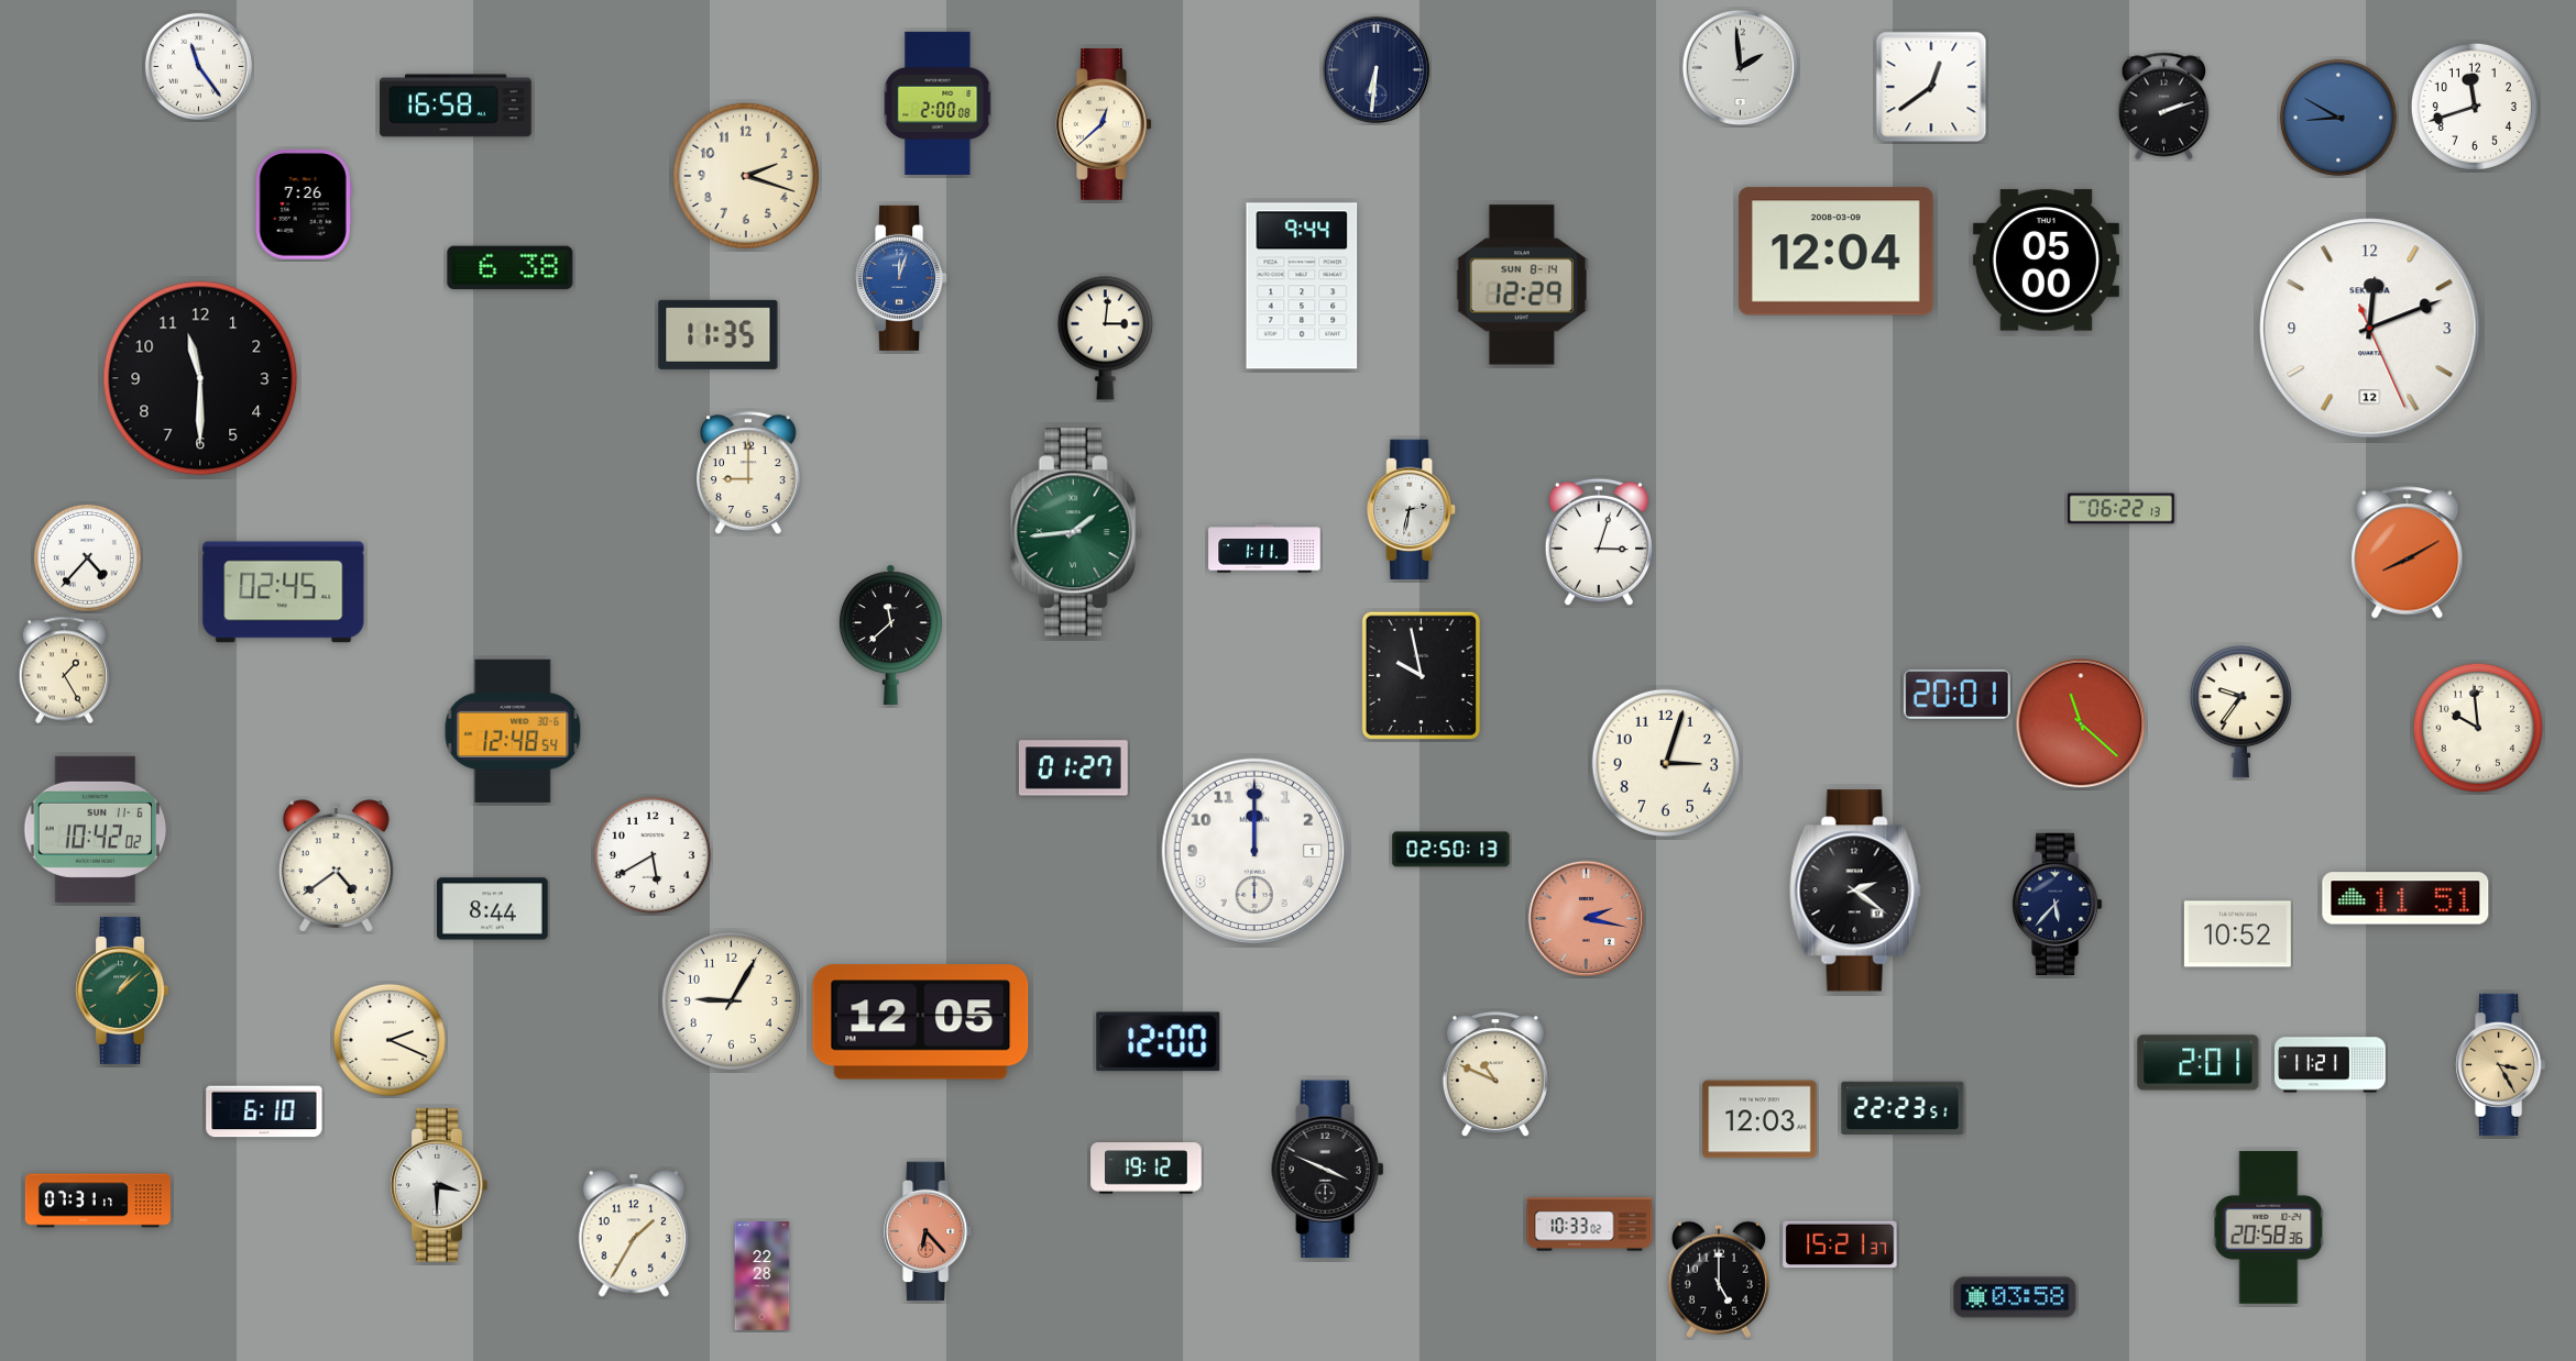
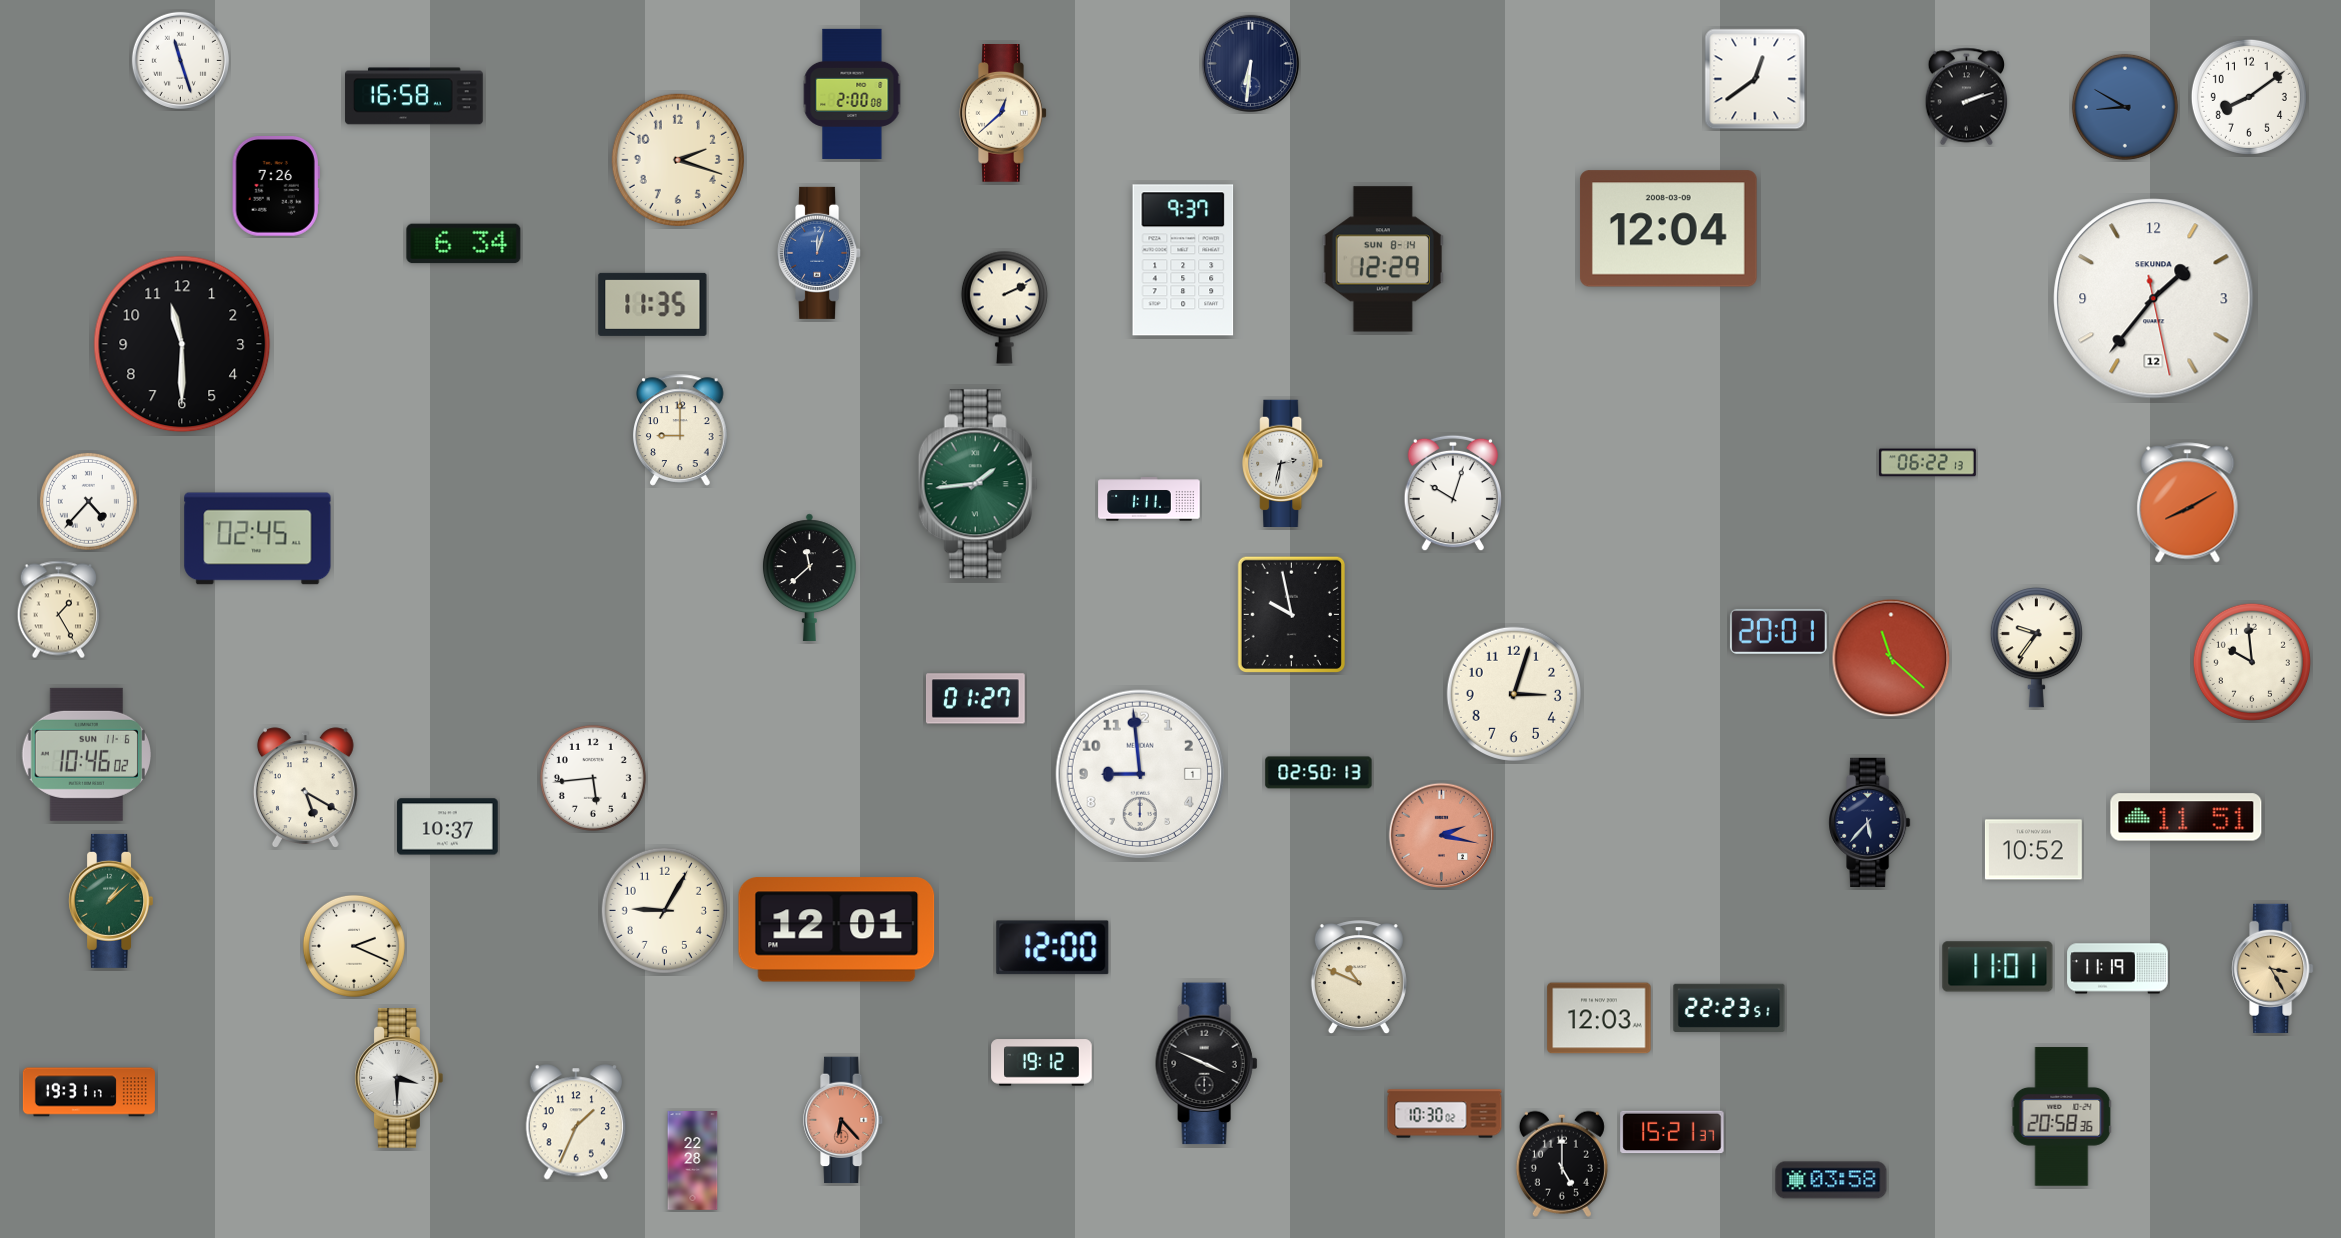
clock at (198, 66): 11:24 -> 11:27
clock at (1741, 68): 1:59 -> none
clock at (2475, 107): 11:42 -> 8:09
clock at (2046, 261): 05:00 -> none
clock at (511, 268): 6:38 -> 6:34
clock at (1302, 286): 9:44 -> 9:37
clock at (2370, 329): 12:11 -> 1:36
clock at (1105, 338): 3:01 -> 2:11
clock at (1599, 542): 3:03 -> 10:03
clock at (87, 557) position: (87, 557) -> (88, 501)
clock at (513, 731): 12:48 -> none
clock at (95, 829): 10:42 -> 10:46
clock at (1253, 850): 12:00 -> 8:59
clock at (653, 855): 5:40 -> 5:44
clock at (336, 866): 4:39 -> 5:20
clock at (1855, 890): 2:21 -> none
clock at (493, 909): 8:44 -> 10:37
clock at (921, 1022): 12:05 -> 12:01
clock at (2199, 1063): 2:01 -> 11:01
clock at (2331, 1065): 11:21 -> 11:19
clock at (264, 1111): 6:10 -> none
clock at (98, 1200): 07:31 -> 19:31
clock at (1590, 1225): 10:33 -> 10:30
clock at (634, 1233): 1:35 -> 1:34
